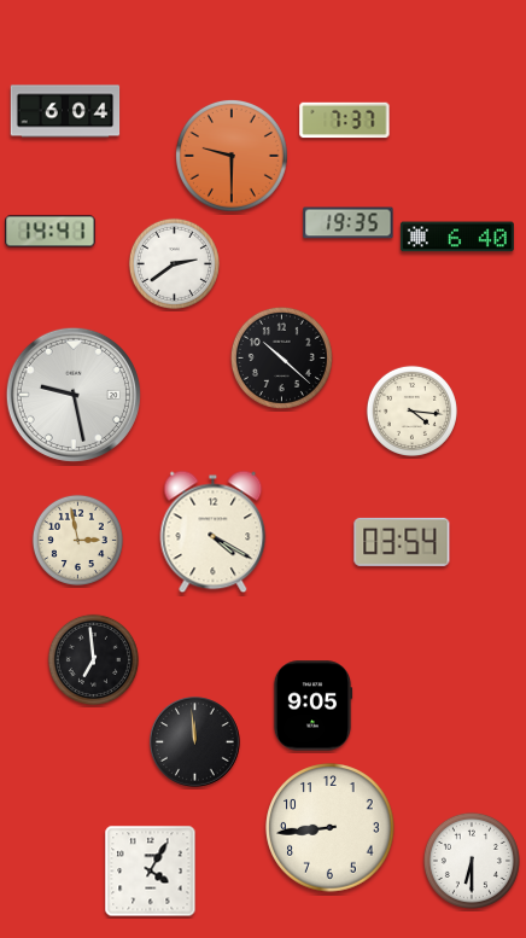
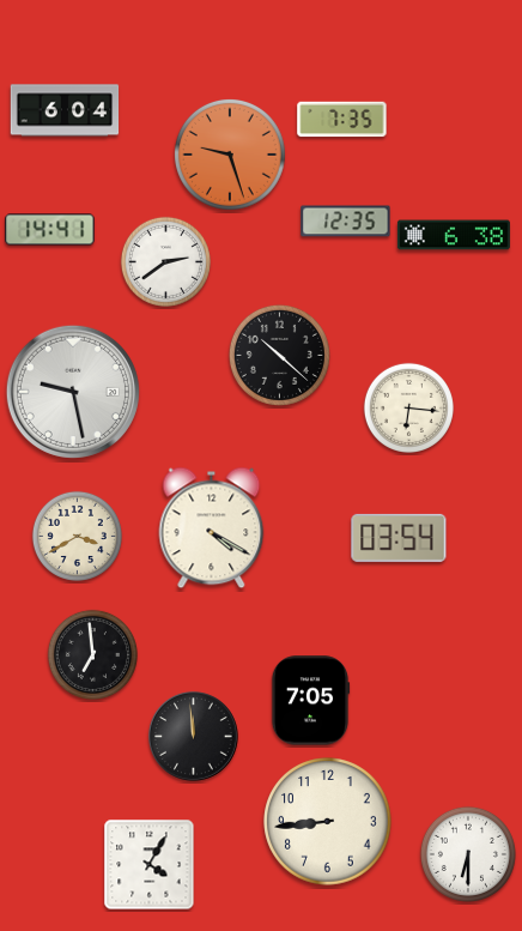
clock at (345, 121): 7:37 -> 7:35
clock at (232, 156): 9:30 -> 9:27
clock at (349, 223): 19:35 -> 12:35
clock at (457, 237): 6:40 -> 6:38
clock at (174, 263) position: (174, 263) -> (165, 261)
clock at (411, 410): 4:16 -> 6:16
clock at (77, 540): 2:58 -> 3:40
clock at (312, 706): 9:05 -> 7:05
